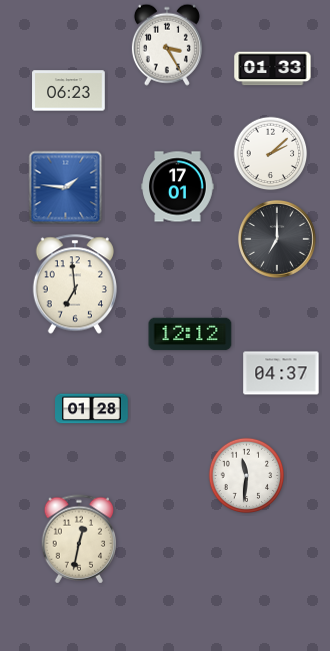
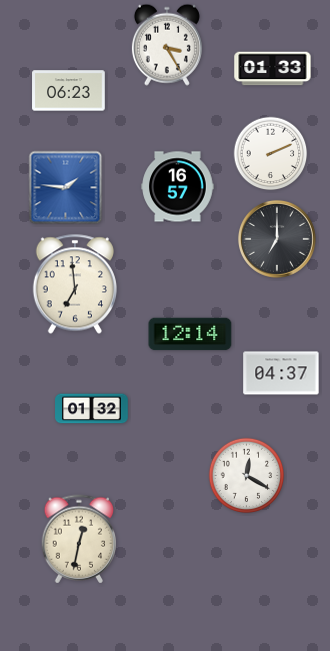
clock at (271, 154): 2:08 -> 2:11
clock at (178, 187): 17:01 -> 16:57
clock at (190, 334): 12:12 -> 12:14
clock at (92, 409): 01:28 -> 01:32
clock at (247, 476): 11:31 -> 12:20
